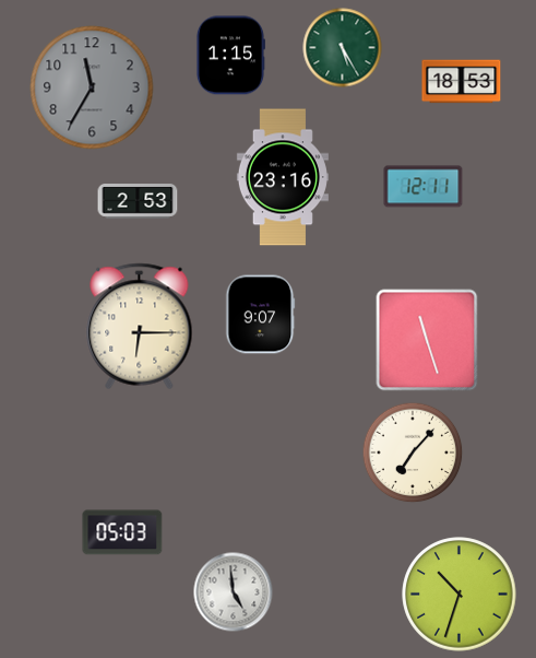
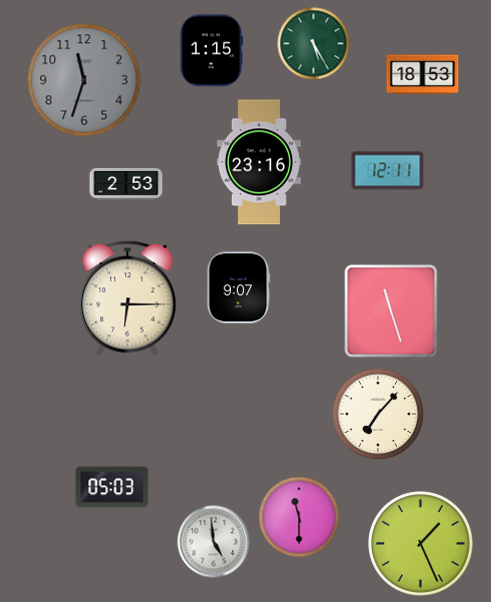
clock at (92, 87): 11:35 -> 11:33
clock at (299, 517): none -> 11:30
clock at (460, 595): 10:33 -> 1:26
